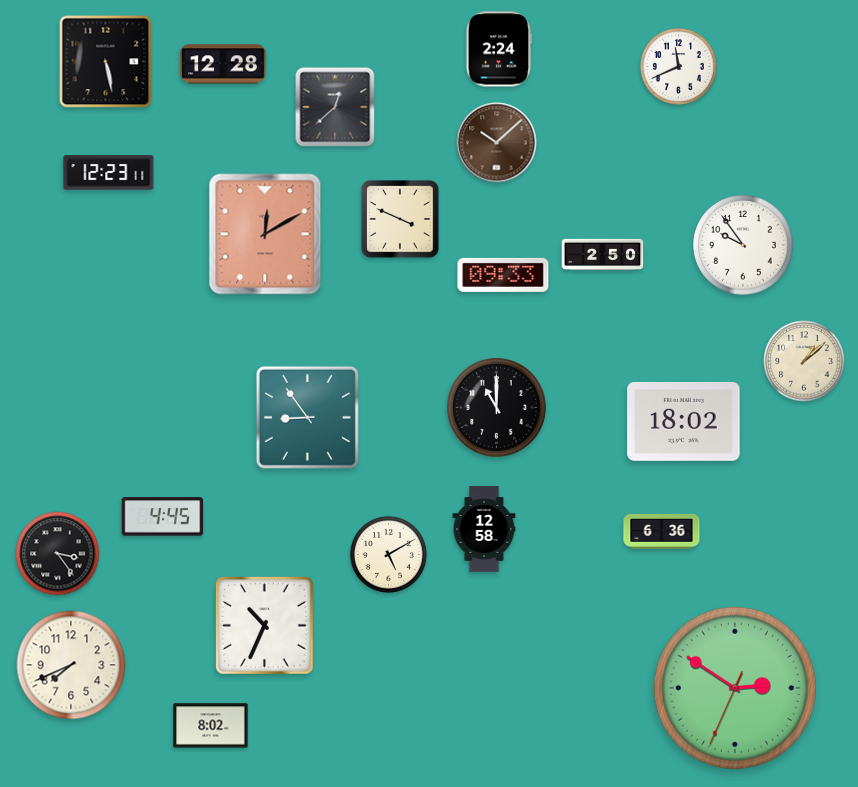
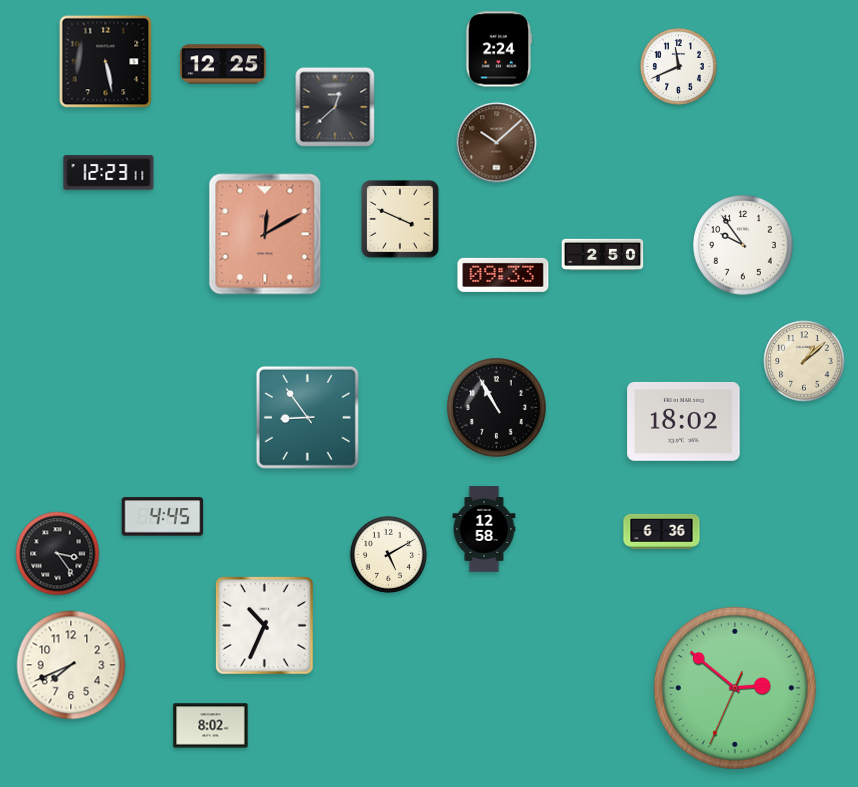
clock at (223, 64): 12:28 -> 12:25
clock at (496, 407): 11:00 -> 10:55
clock at (735, 688): 2:50 -> 2:51
